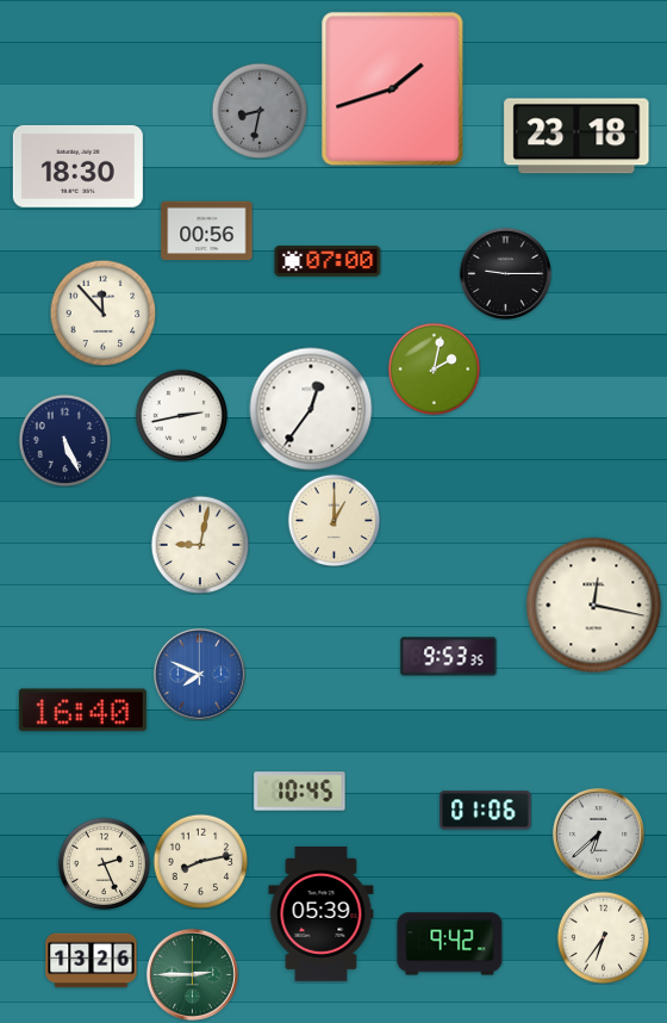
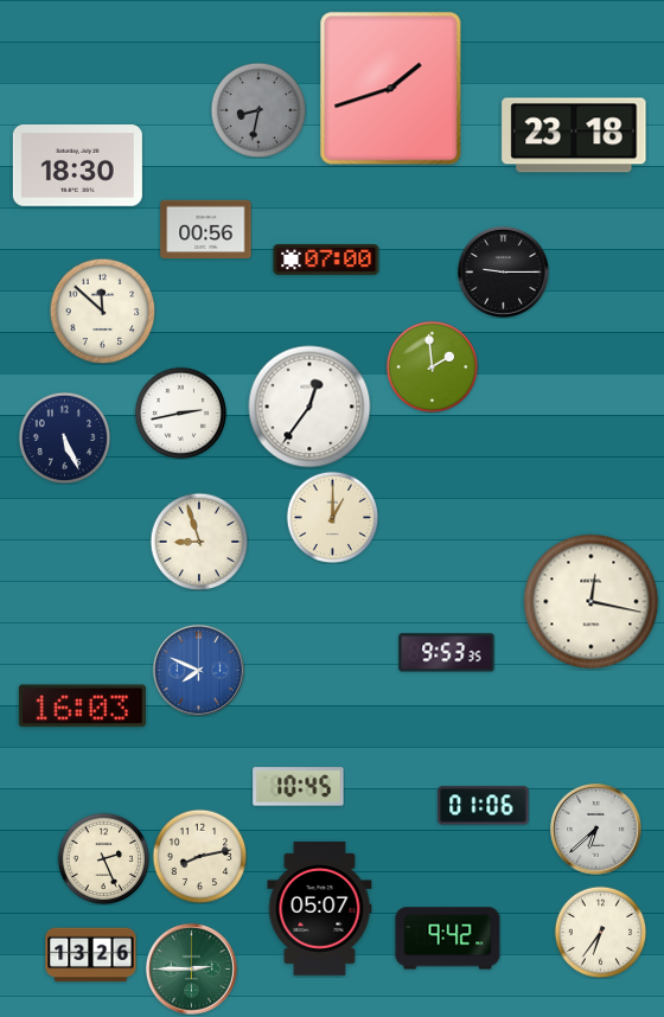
clock at (102, 312): 11:53 -> 11:52
clock at (434, 368): 2:02 -> 1:59
clock at (200, 545): 9:02 -> 8:57
clock at (82, 711): 16:40 -> 16:03
clock at (322, 914): 05:39 -> 05:07
